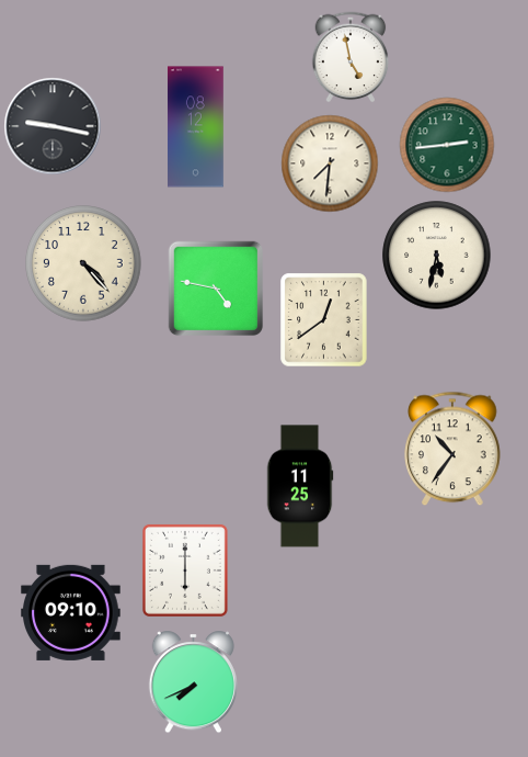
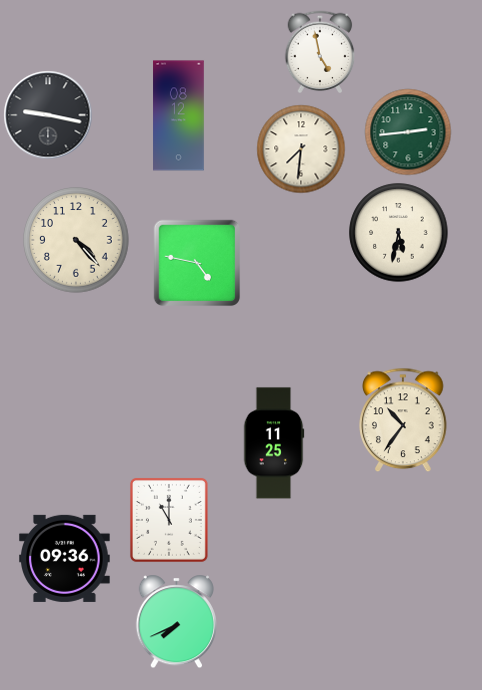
clock at (324, 319): 12:39 -> none
clock at (452, 449) position: (452, 449) -> (403, 420)
clock at (185, 570): 6:00 -> 11:00
clock at (71, 612): 09:10 -> 09:36
